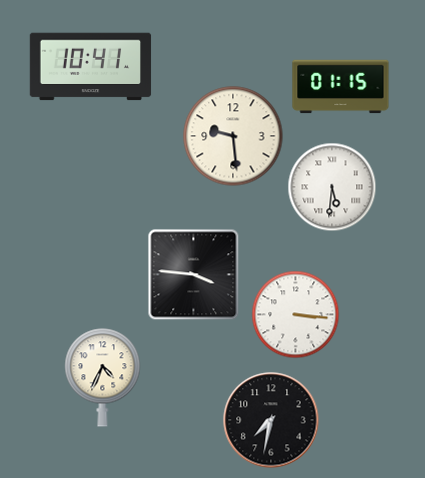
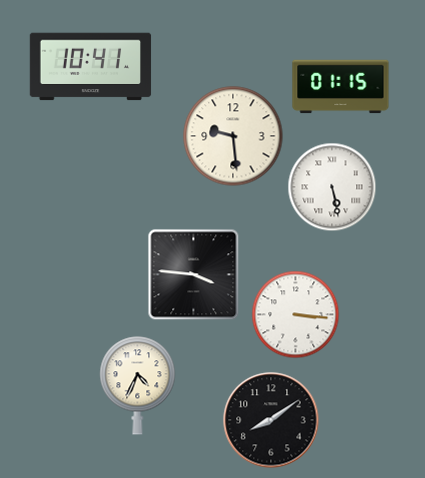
clock at (332, 187): 5:31 -> 5:28
clock at (103, 378) position: (103, 378) -> (138, 386)
clock at (271, 420): 7:32 -> 8:09
